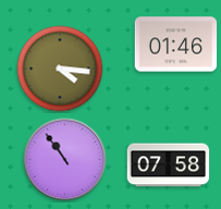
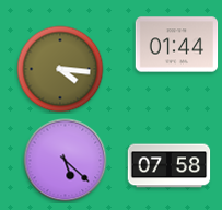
clock at (176, 45): 01:46 -> 01:44
clock at (65, 160): 10:54 -> 5:22
